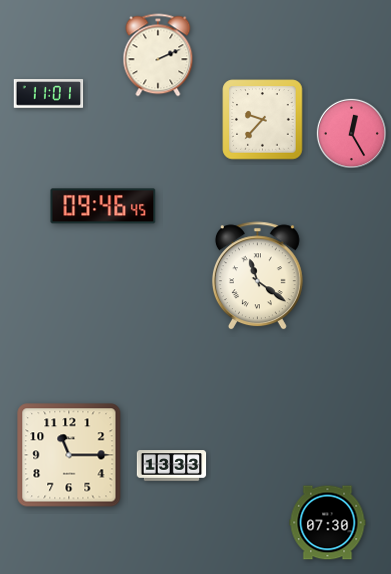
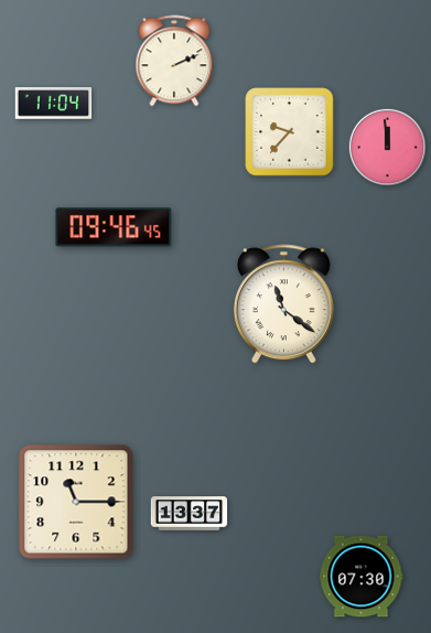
clock at (49, 94): 11:01 -> 11:04
clock at (351, 133): 12:25 -> 11:59
clock at (172, 466): 13:33 -> 13:37
